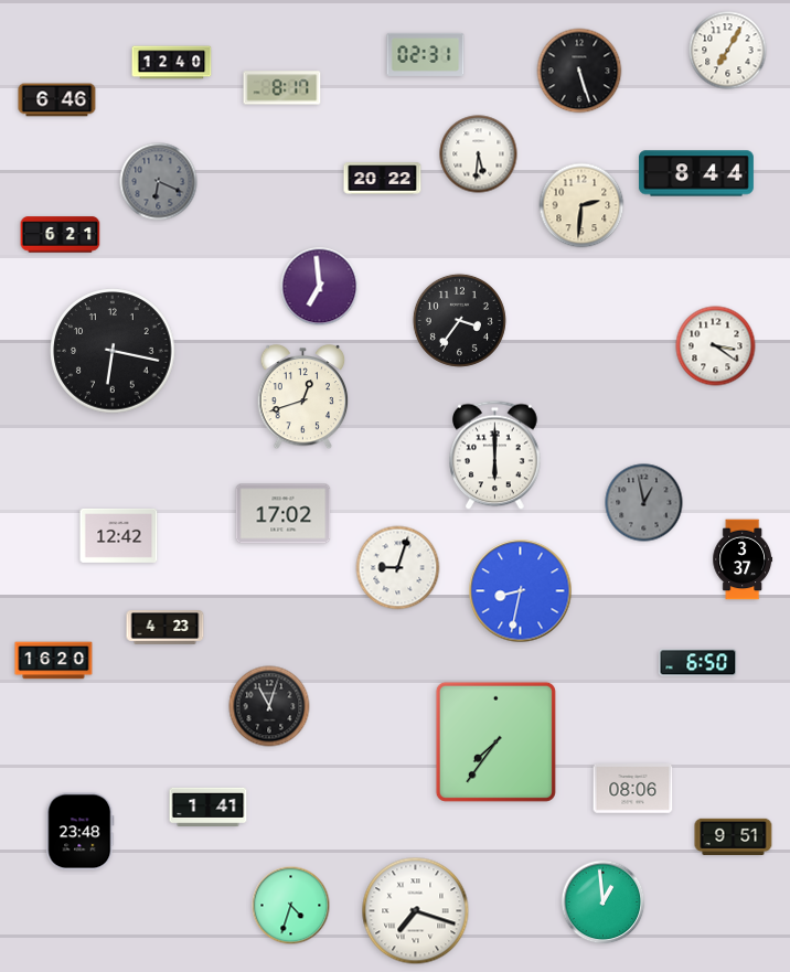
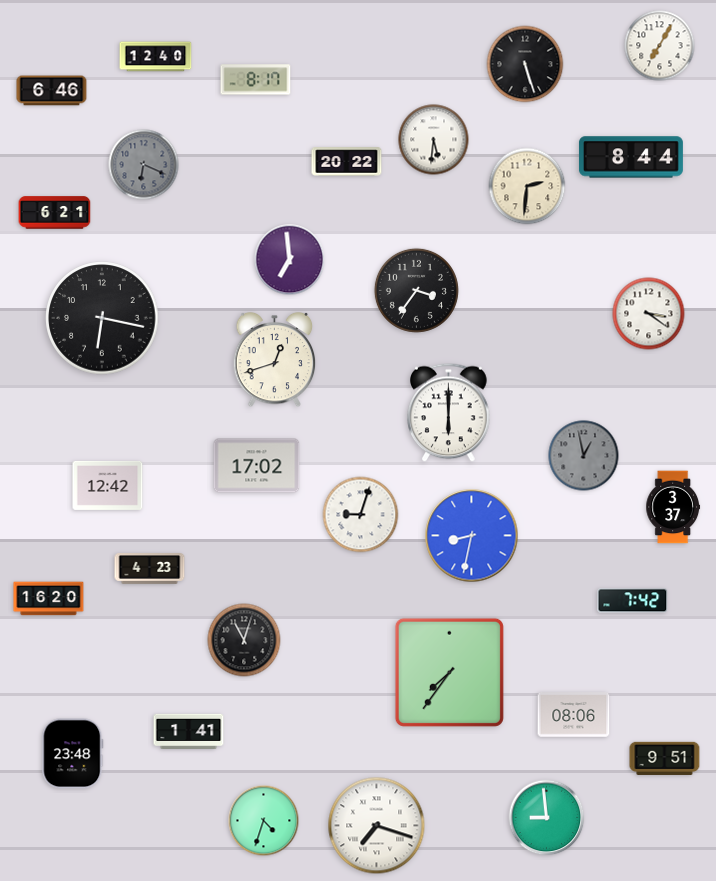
clock at (426, 54): 02:31 -> none
clock at (698, 663): 6:50 -> 7:42
clock at (604, 902): 12:59 -> 8:59
